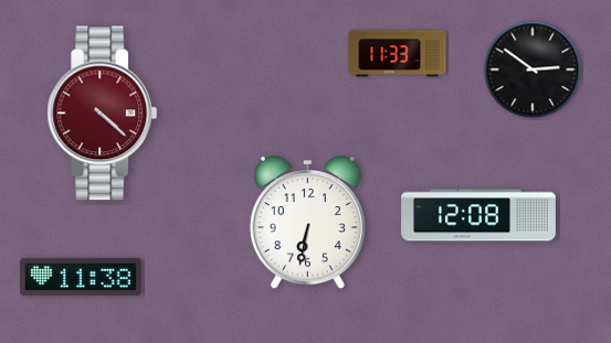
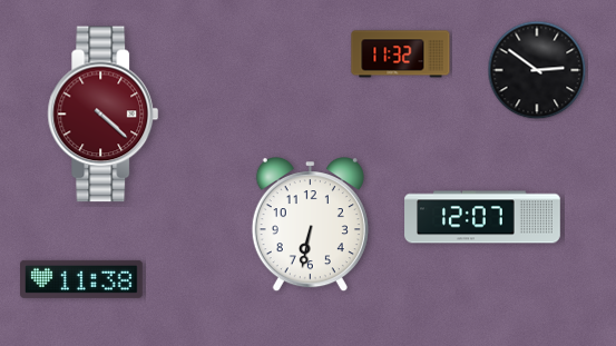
clock at (398, 54): 11:33 -> 11:32
clock at (478, 215): 12:08 -> 12:07
